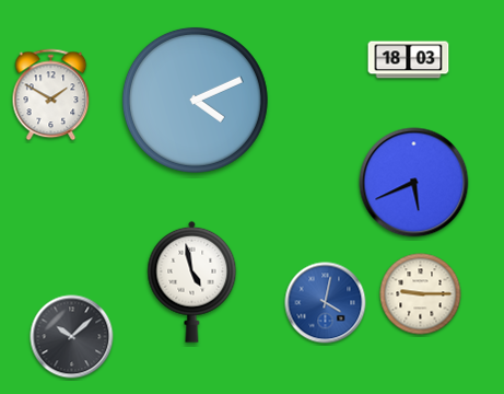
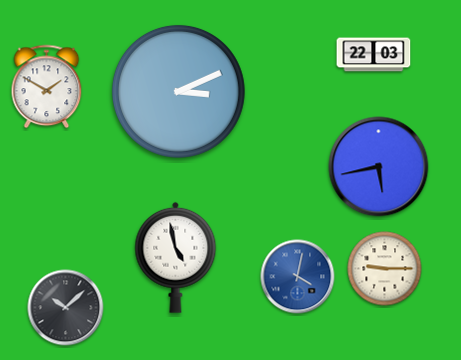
clock at (409, 60): 18:03 -> 22:03
clock at (195, 100): 4:11 -> 3:11
clock at (414, 183): 5:41 -> 5:43
